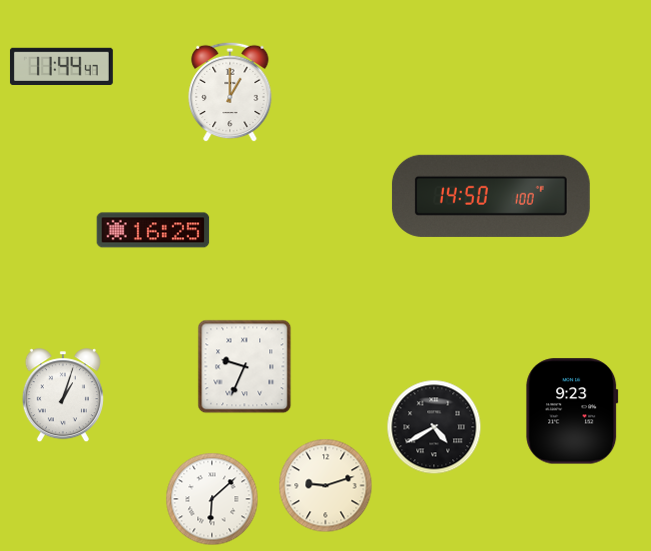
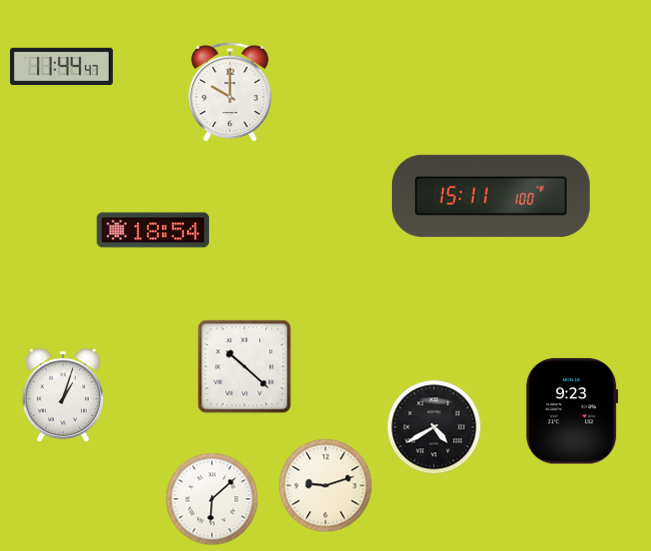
clock at (230, 92): 1:00 -> 10:00
clock at (491, 196): 14:50 -> 15:11
clock at (153, 230): 16:25 -> 18:54
clock at (245, 367): 9:34 -> 10:22
